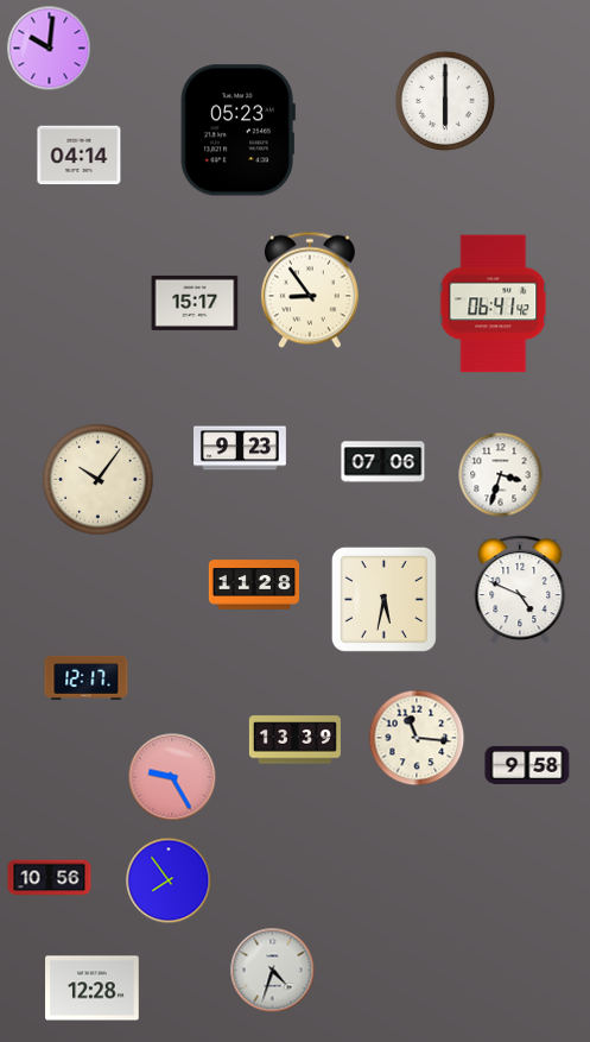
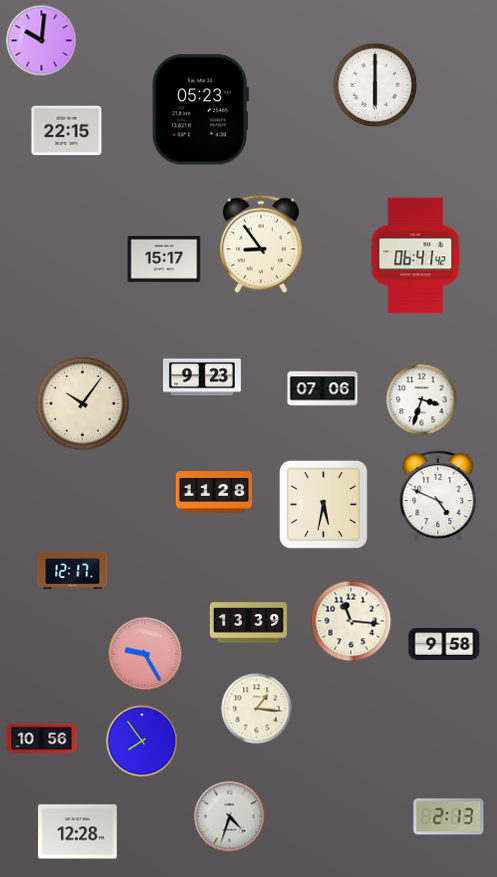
clock at (80, 156): 04:14 -> 22:15
clock at (195, 303) position: (195, 303) -> (164, 259)
clock at (257, 709): none -> 1:16
clock at (449, 817): none -> 2:13
